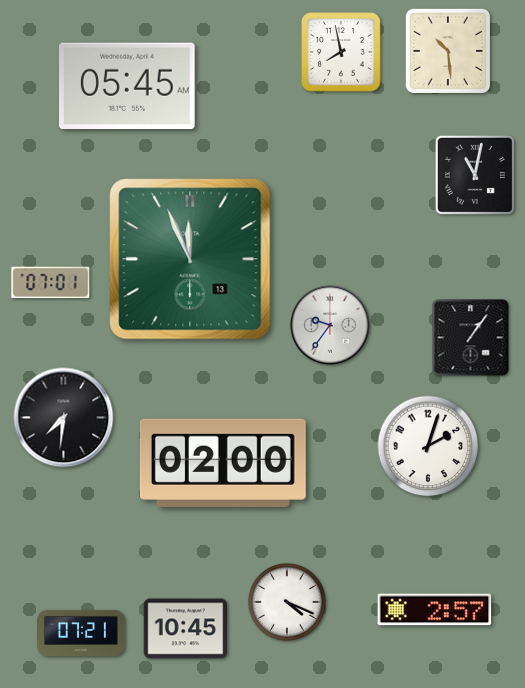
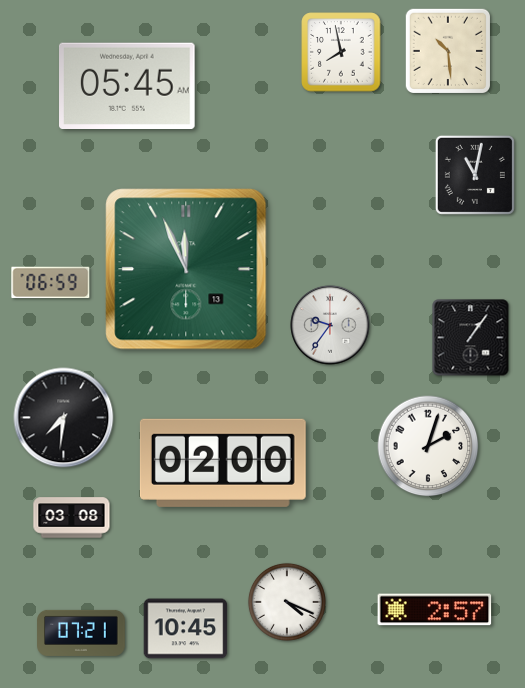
clock at (190, 259) position: (190, 259) -> (186, 269)
clock at (51, 283): 07:01 -> 06:59
clock at (72, 518): none -> 03:08
